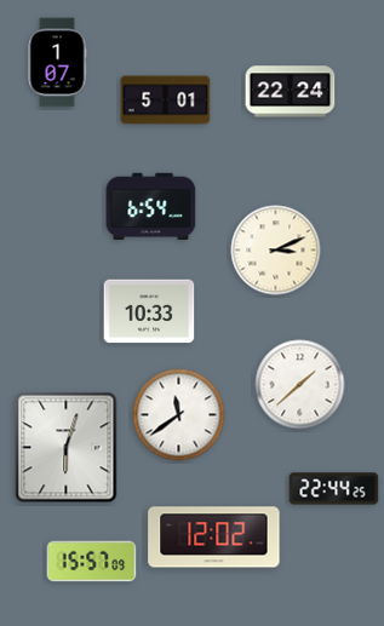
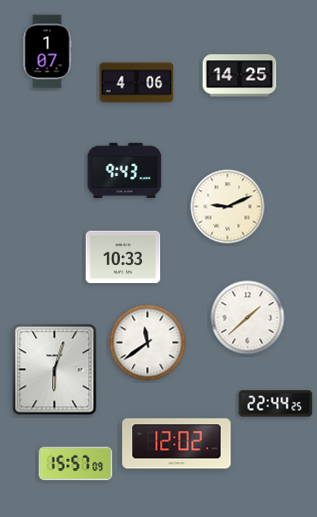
clock at (291, 92): 22:24 -> 14:25
clock at (166, 100): 5:01 -> 4:06
clock at (151, 207): 6:54 -> 9:43
clock at (276, 251): 3:11 -> 9:11
